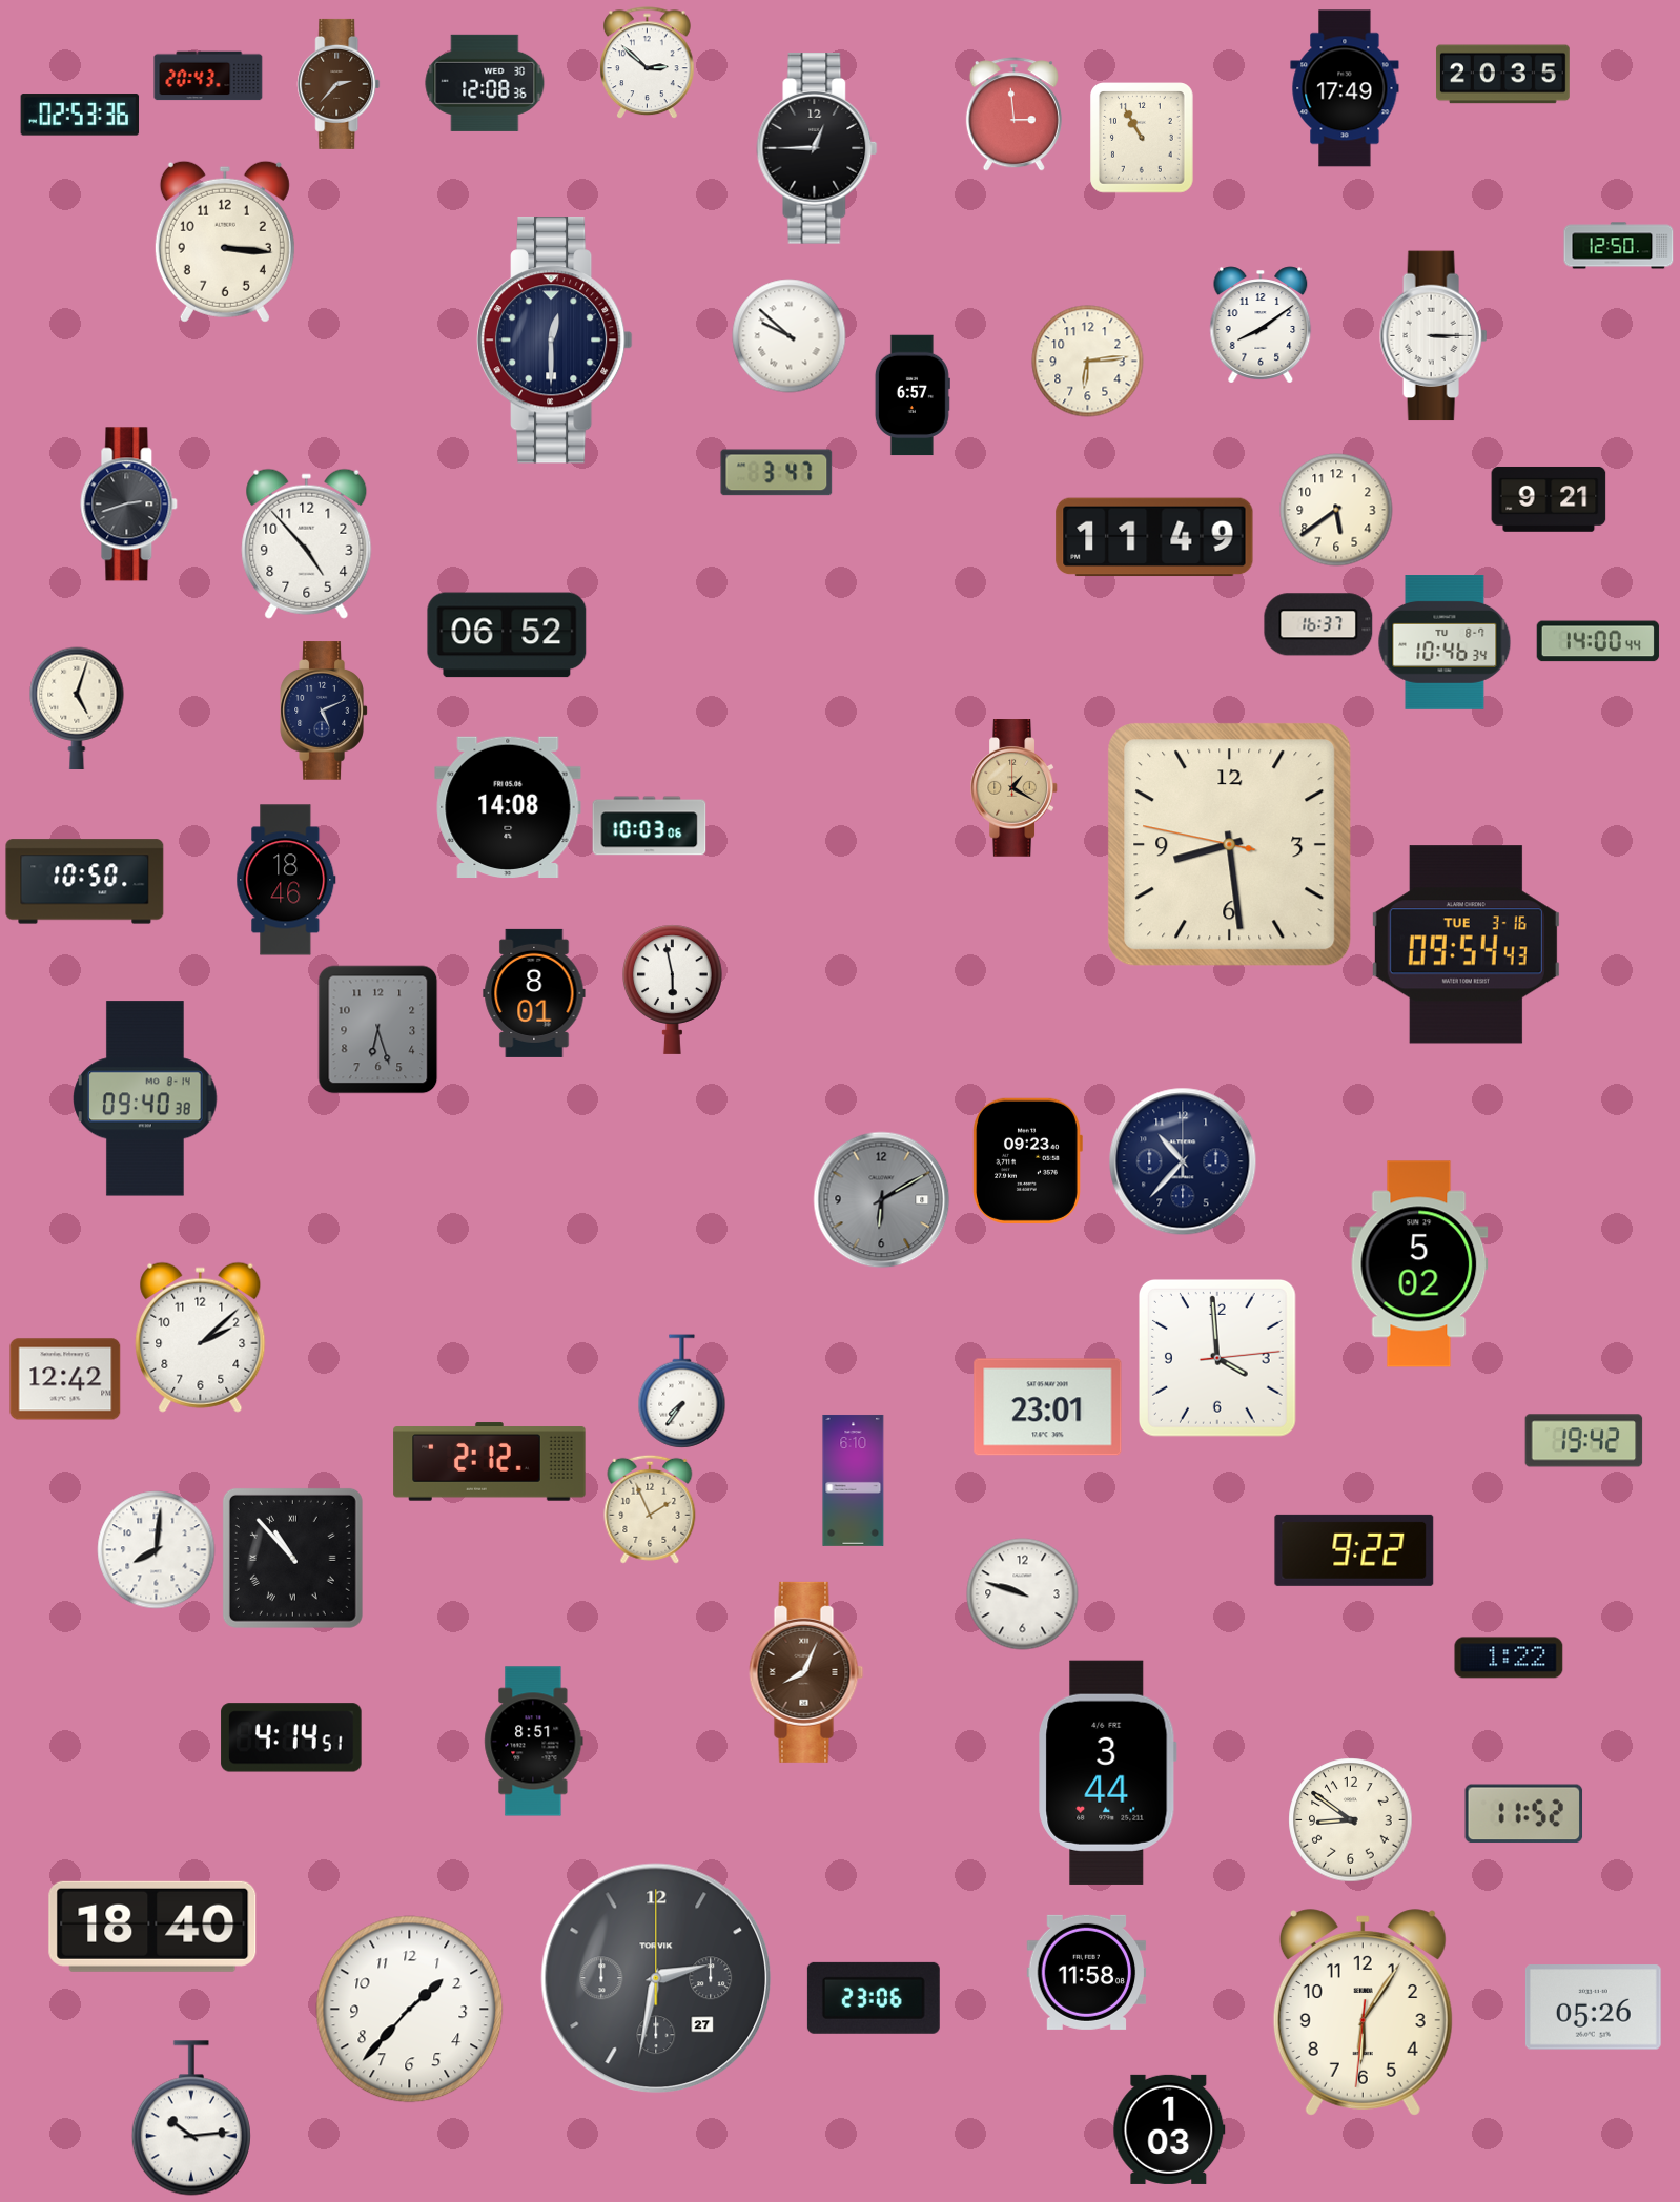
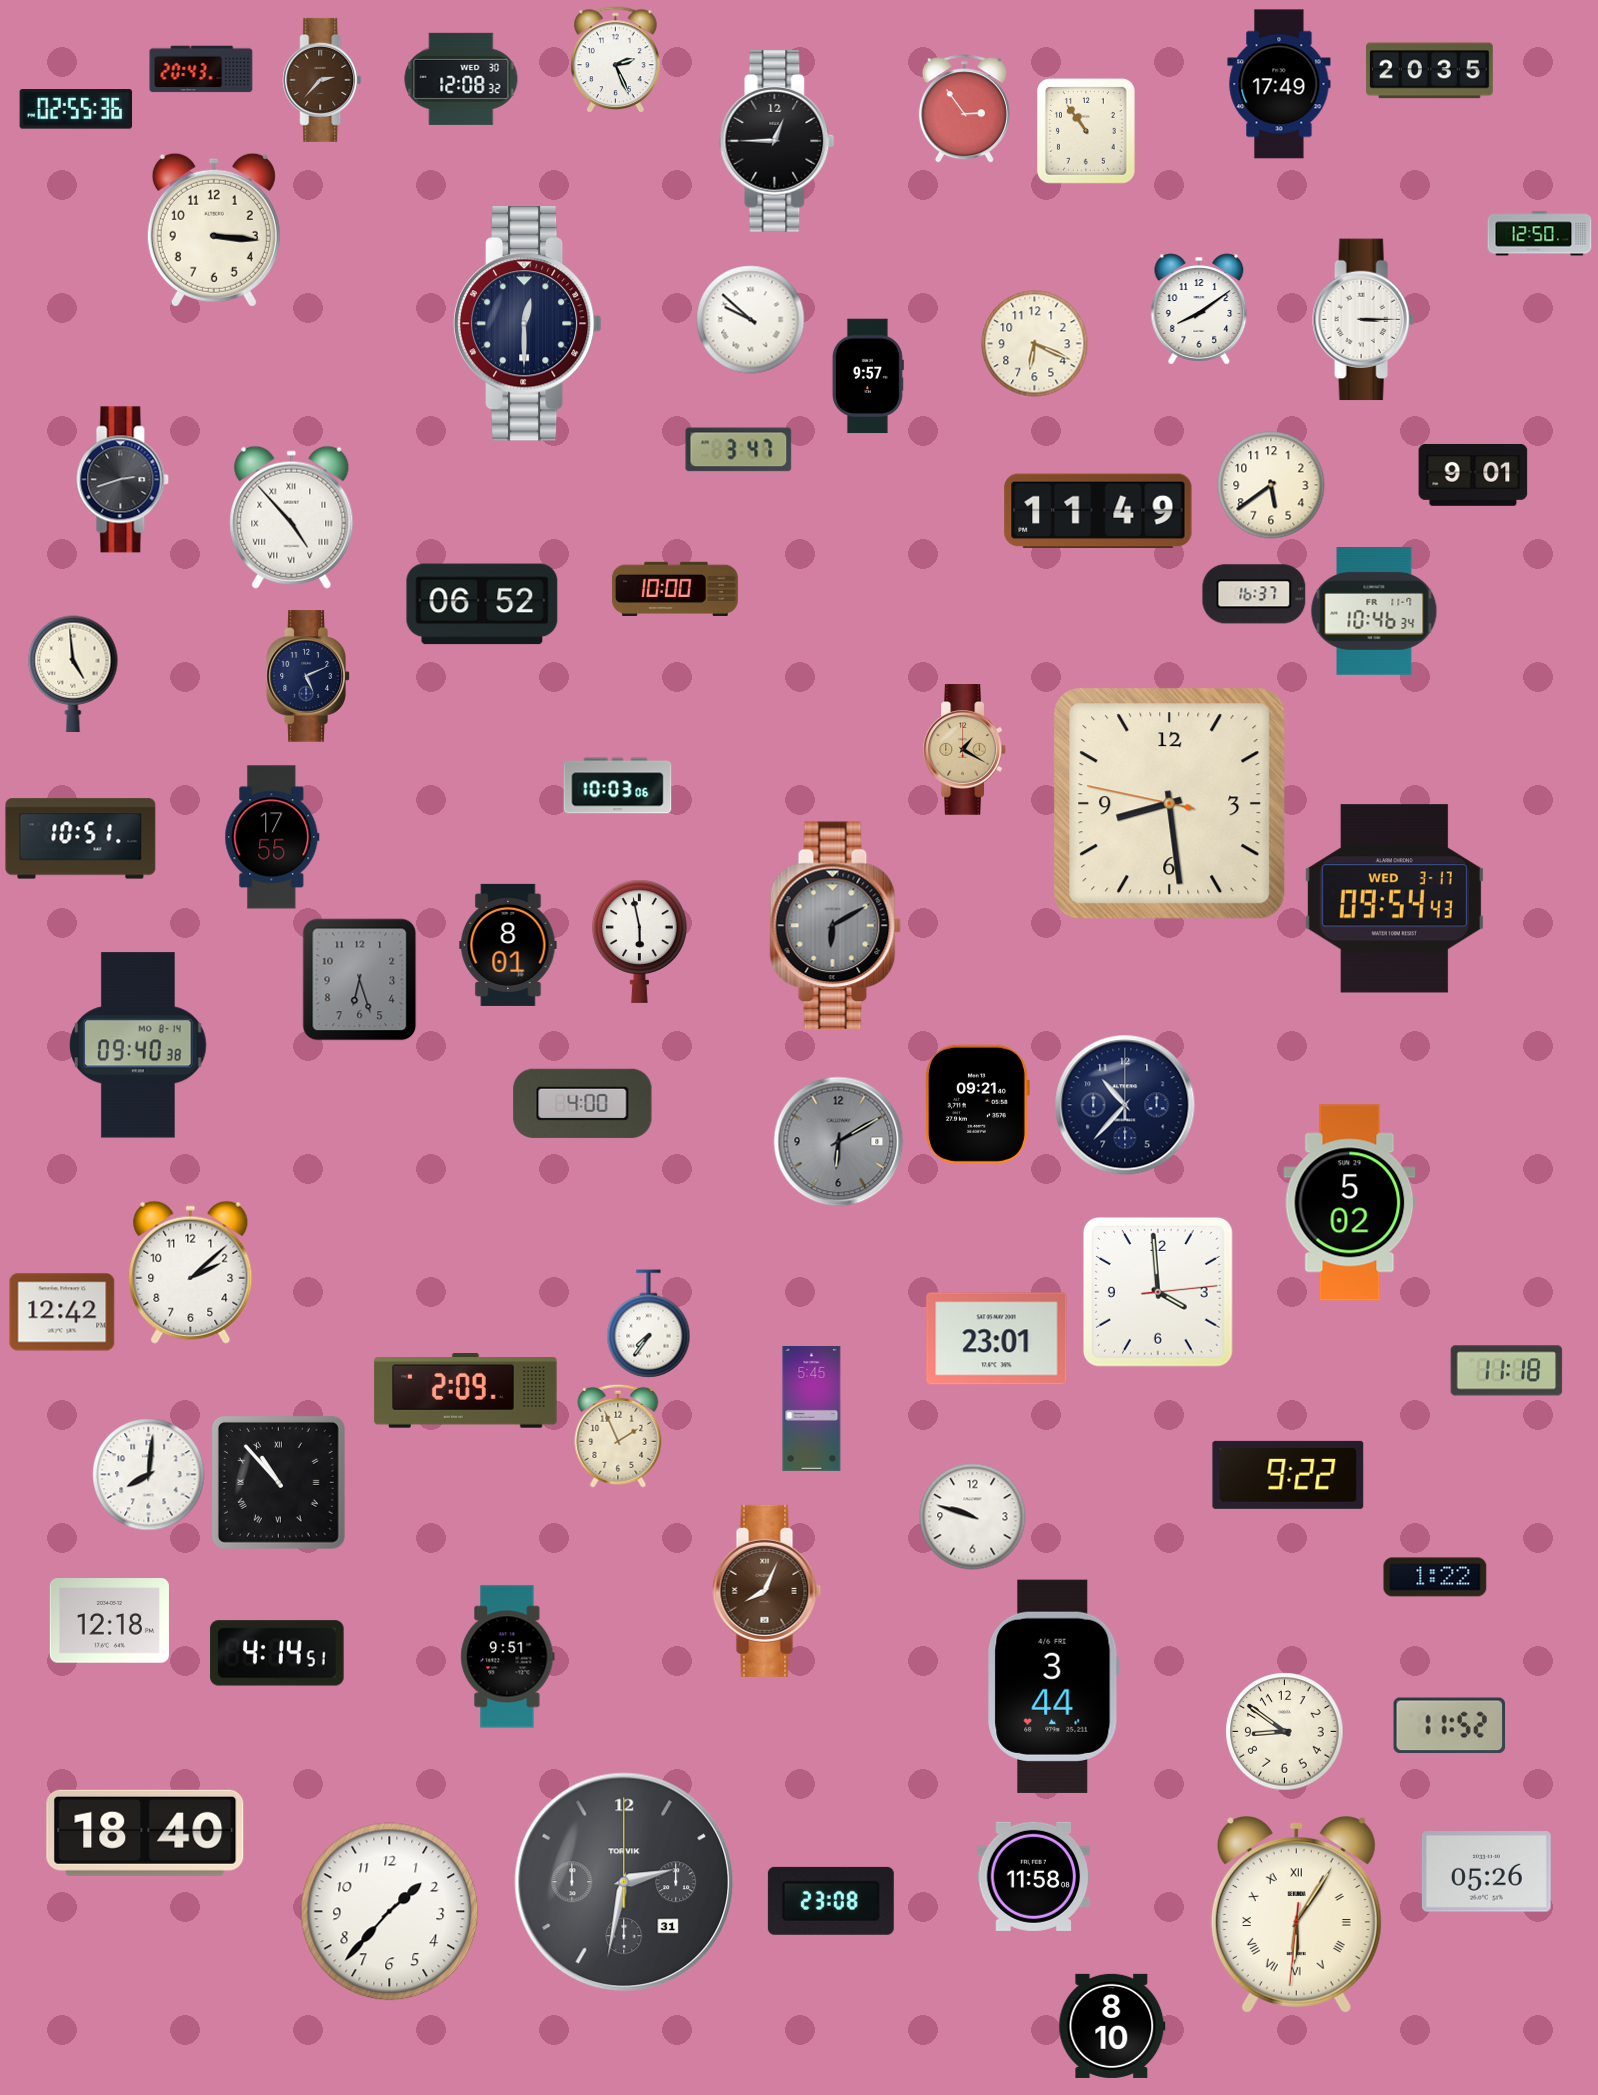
clock at (648, 63): 2:52 -> 2:26
clock at (208, 76) position: (208, 76) -> (201, 69)
clock at (485, 83): 12:08:36 -> 12:08:32
clock at (80, 115): 02:53 -> 02:55
clock at (1013, 115): 2:59 -> 2:54
clock at (1143, 138): 10:55 -> 10:54
clock at (1088, 362): 6:14 -> 6:19
clock at (913, 395): 6:57 -> 9:57
clock at (1549, 499): 9:21 -> 9:01
clock at (307, 543) numerals: Arabic -> Roman
clock at (675, 588): none -> 10:00
clock at (1598, 641): 14:00 -> none
clock at (1445, 643) date: TU 8-7 -> FR 11-7
clock at (77, 707): 5:03 -> 4:59
clock at (508, 806): 14:08 -> none
clock at (286, 880): 18:46 -> 17:55
clock at (85, 882): 10:50 -> 10:51
clock at (1466, 945) date: TUE 3-16 -> WED 3-17
clock at (836, 926): none -> 6:10
clock at (583, 1103): none -> 4:00
clock at (1027, 1160): 09:23 -> 09:21
clock at (1584, 1441): 19:42 -> 11:18
clock at (490, 1462): 2:12 -> 2:09
clock at (854, 1480): 6:10 -> 5:45
clock at (109, 1621): none -> 12:18
clock at (534, 1742): 8:51 -> 9:51
clock at (656, 1978) date: 27 -> 31
clock at (874, 1998): 23:06 -> 23:08
clock at (1593, 2008) position: (1593, 2008) -> (1486, 1872)
clock at (1363, 2013) numerals: Arabic -> Roman
clock at (191, 2118): 10:14 -> none
clock at (1169, 2129): 1:03 -> 8:10
